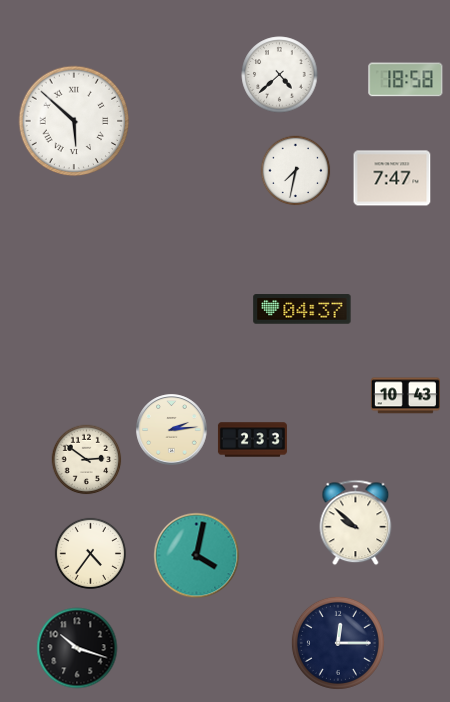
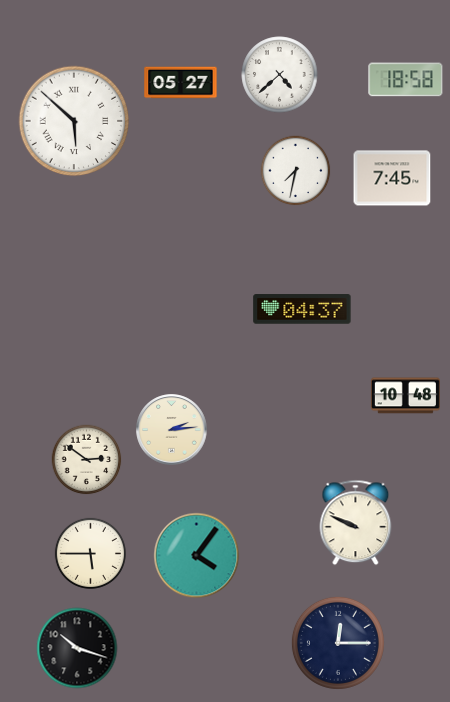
clock at (181, 83): none -> 05:27
clock at (392, 178): 7:47 -> 7:45
clock at (405, 396): 10:43 -> 10:48
clock at (252, 440): 2:33 -> none
clock at (356, 523): 9:52 -> 9:49
clock at (90, 553): 4:36 -> 5:45
clock at (197, 556): 4:02 -> 4:06
